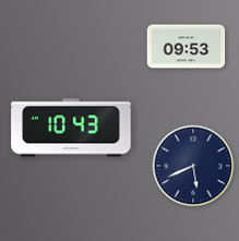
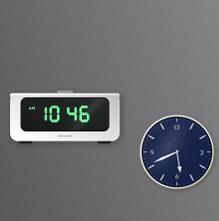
clock at (187, 47): 09:53 -> none
clock at (71, 128): 10:43 -> 10:46
